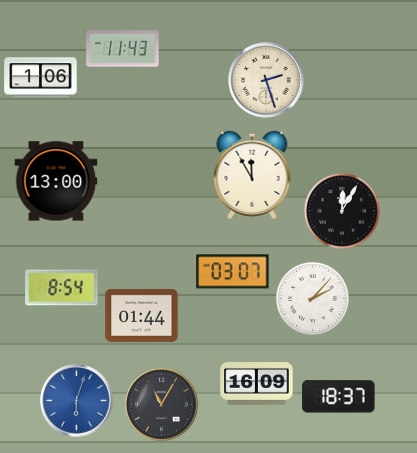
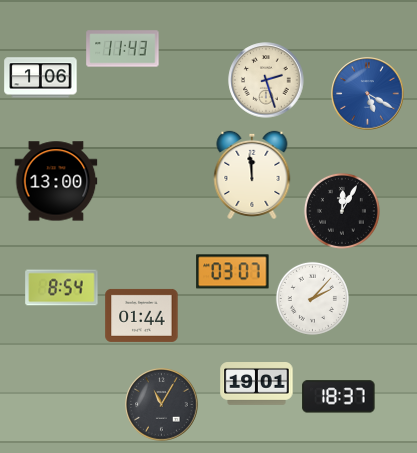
clock at (368, 94): none -> 5:20
clock at (252, 175): 11:55 -> 11:59
clock at (257, 384): 16:09 -> 19:01
clock at (77, 401): 6:03 -> none
